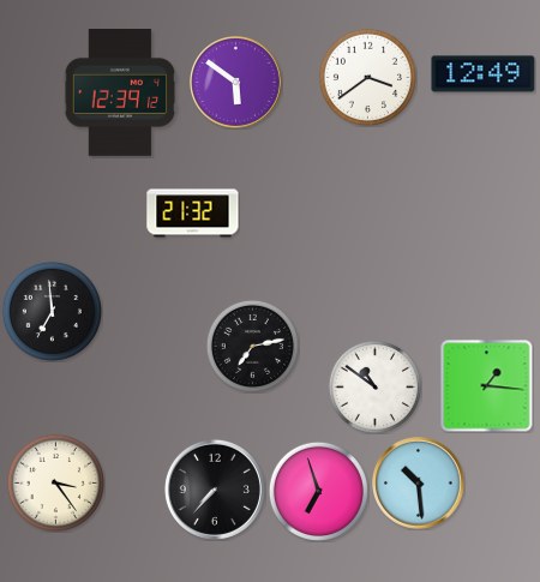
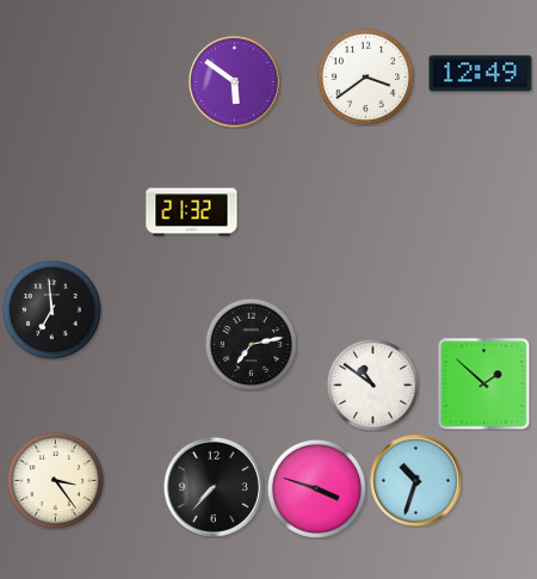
clock at (119, 94): 12:39 -> none
clock at (486, 385): 1:16 -> 1:52
clock at (419, 484): 10:29 -> 10:33
clock at (318, 491): 6:57 -> 3:48
